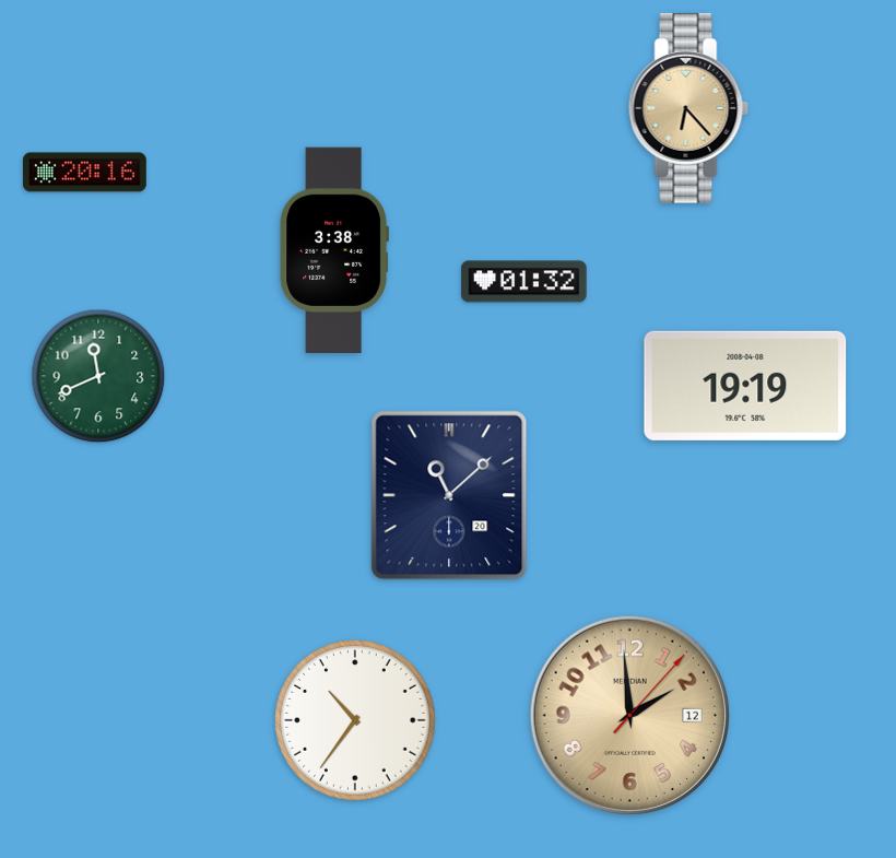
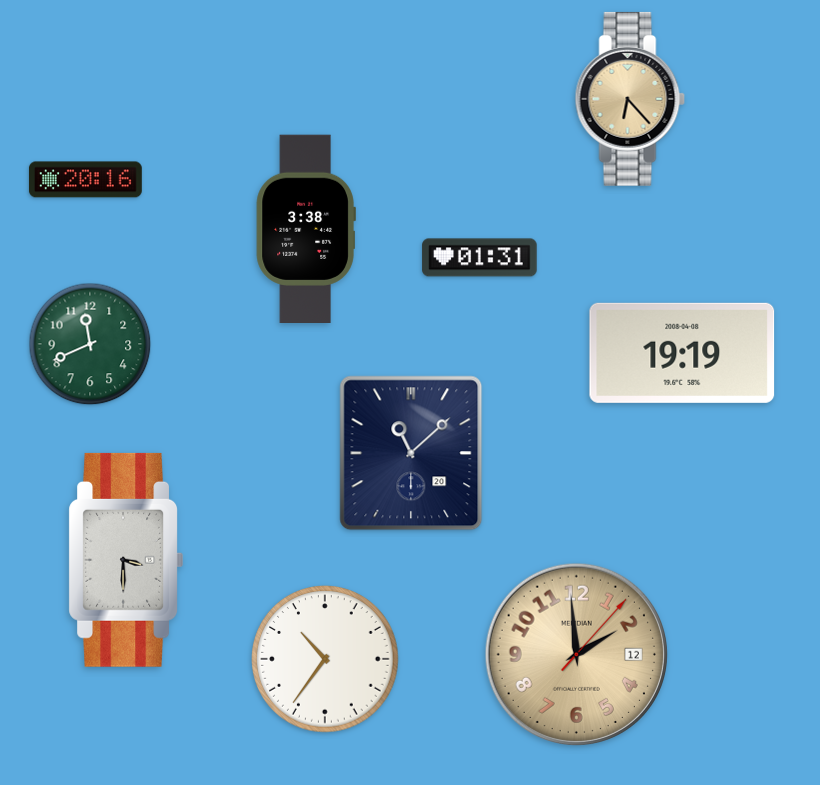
clock at (84, 173) position: (84, 173) -> (85, 180)
clock at (524, 282): 01:32 -> 01:31
clock at (126, 560): none -> 3:30
